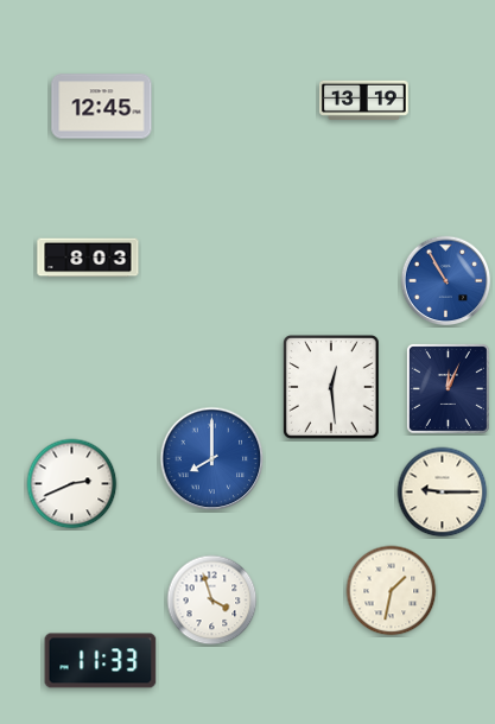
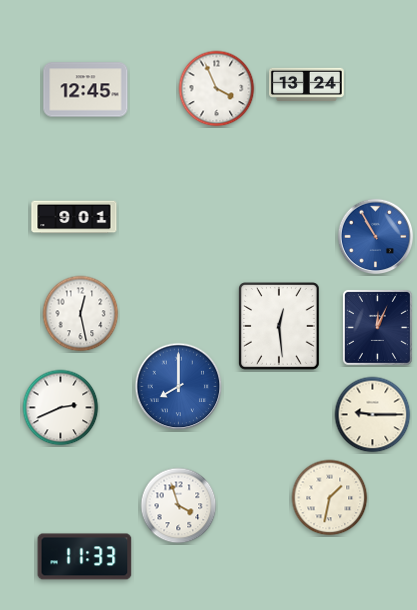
clock at (363, 100): 13:19 -> 13:24
clock at (217, 89): none -> 3:56
clock at (88, 258): 8:03 -> 9:01
clock at (81, 314): none -> 12:28
